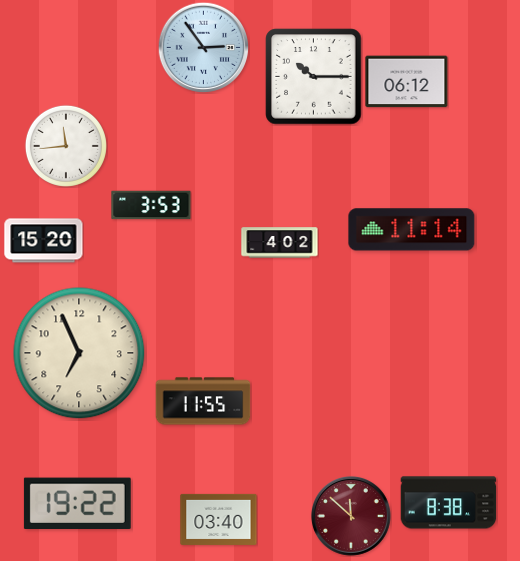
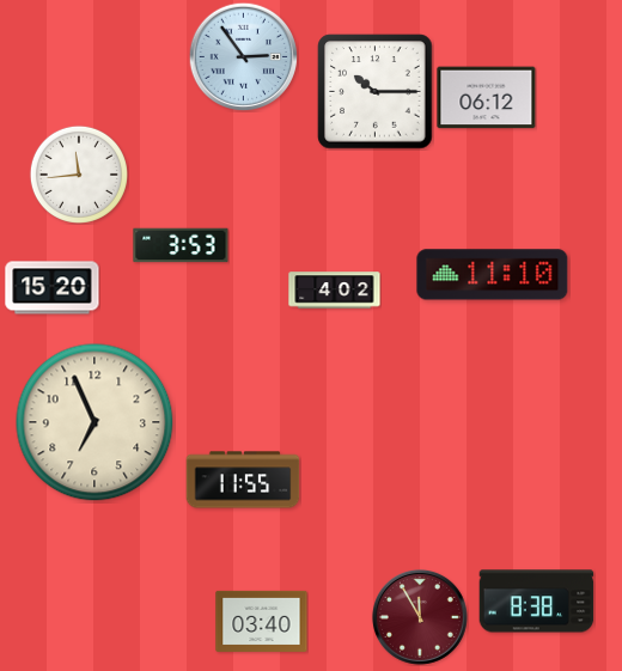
clock at (412, 230): 11:14 -> 11:10
clock at (77, 503): 19:22 -> none
clock at (351, 516): 11:52 -> 11:55
